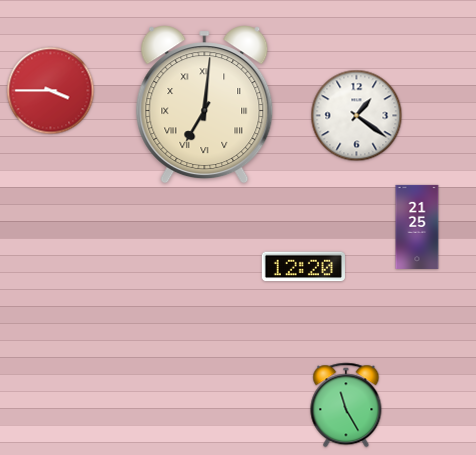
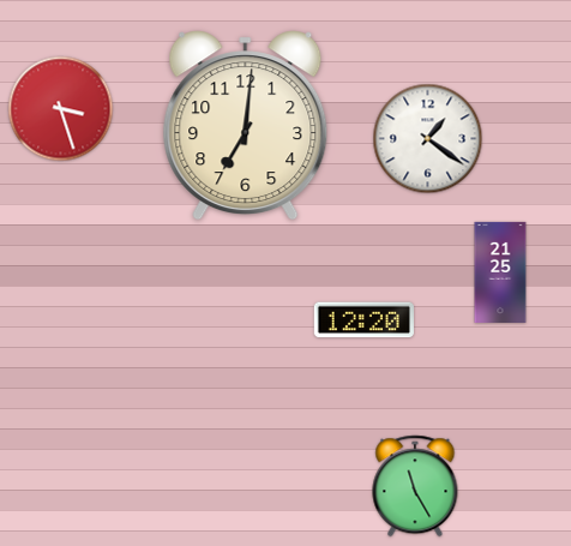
clock at (51, 91): 3:45 -> 3:27
clock at (205, 105) numerals: Roman -> Arabic
